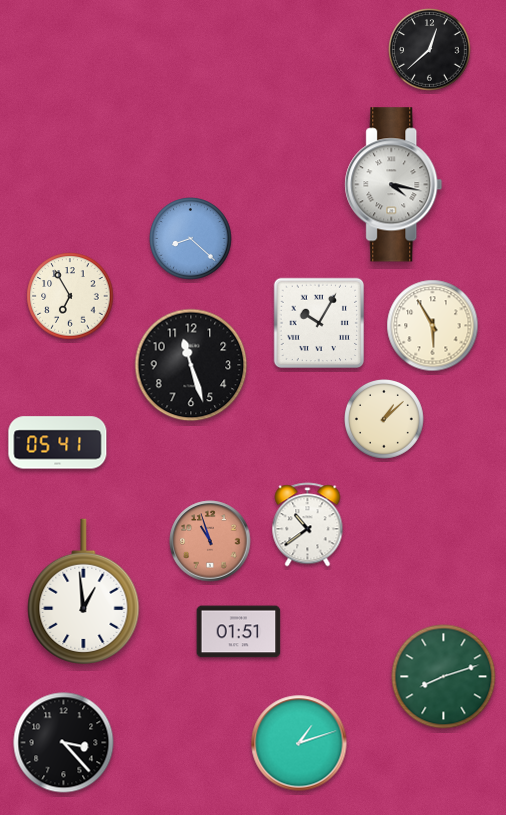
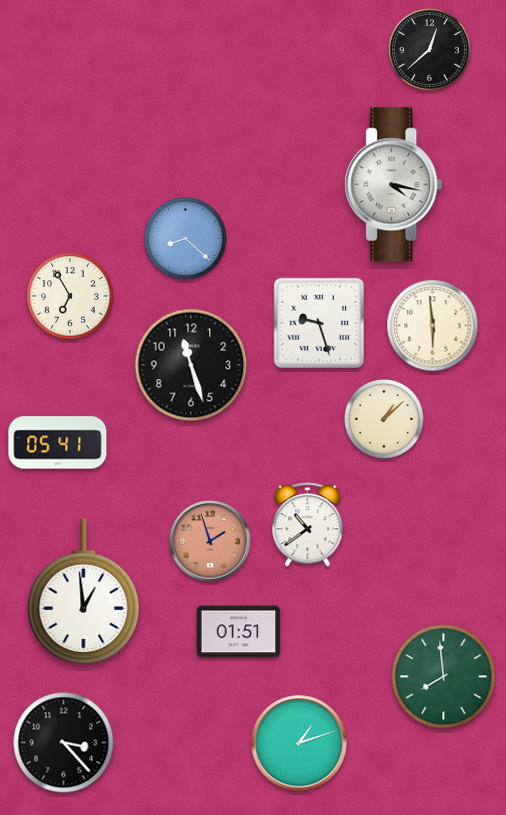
clock at (191, 239) position: (191, 239) -> (186, 239)
clock at (319, 323): 10:05 -> 9:27
clock at (433, 326): 5:55 -> 5:59
clock at (210, 541): 10:57 -> 1:57
clock at (444, 677): 8:12 -> 7:59
